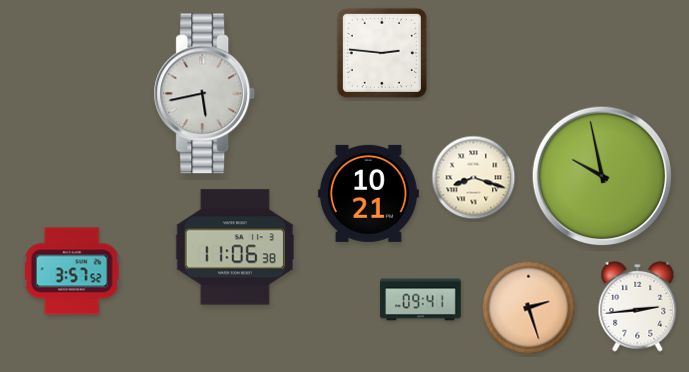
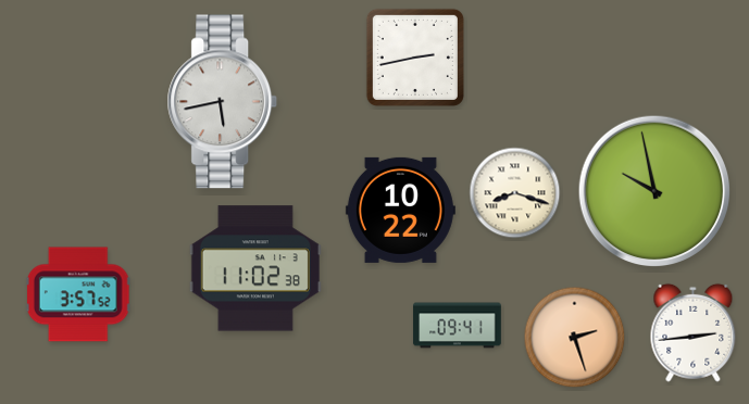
clock at (382, 53): 2:46 -> 2:43
clock at (368, 193): 10:21 -> 10:22
clock at (235, 247): 11:06 -> 11:02
clock at (529, 308) position: (529, 308) -> (575, 338)
